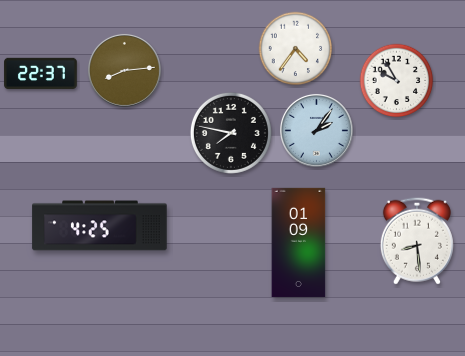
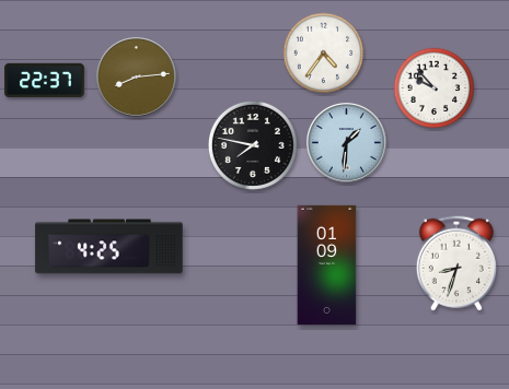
clock at (397, 81): 9:55 -> 9:53
clock at (316, 130): 2:06 -> 1:31
clock at (417, 241): 8:29 -> 8:33
